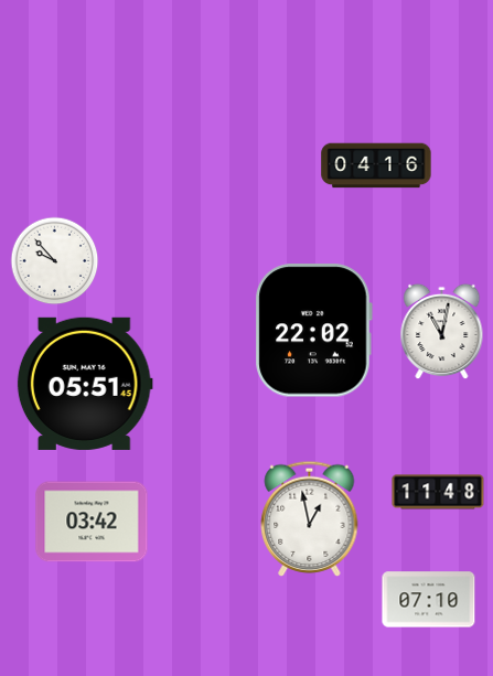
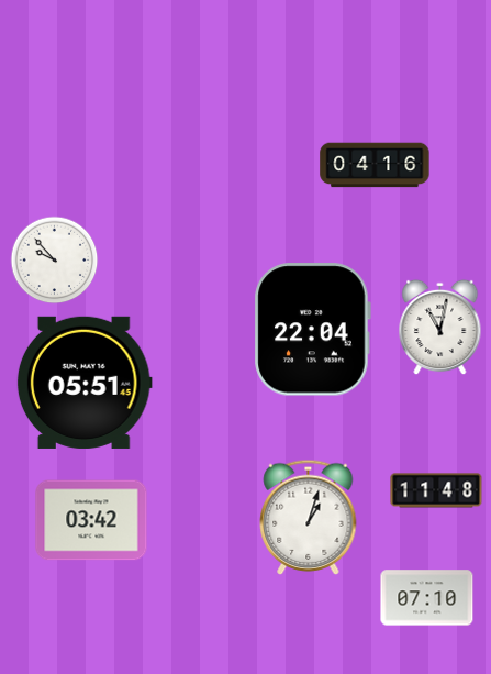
clock at (313, 331): 22:02 -> 22:04
clock at (442, 332) position: (442, 332) -> (440, 328)
clock at (310, 518): 12:58 -> 1:03
